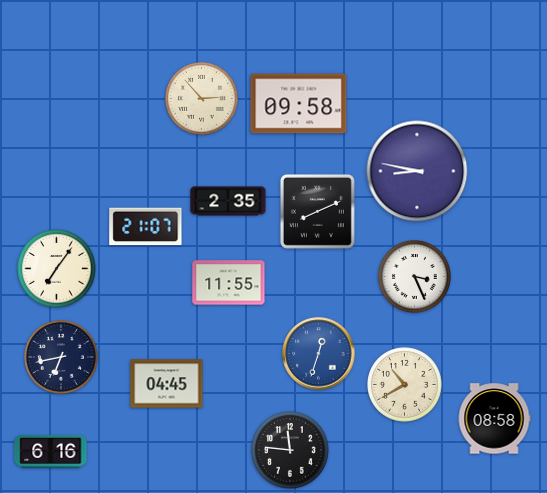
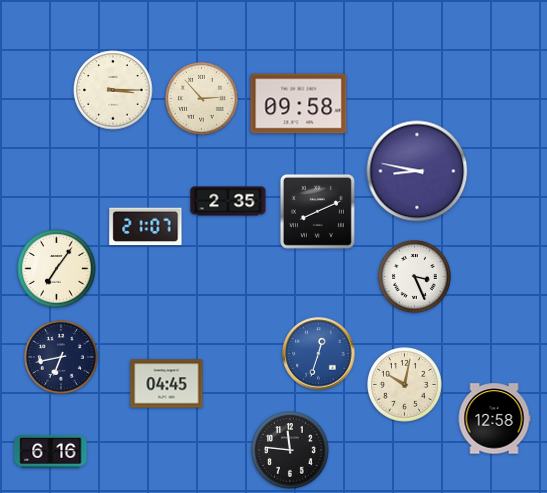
clock at (113, 90): none -> 3:15
clock at (229, 283): 11:55 -> none
clock at (405, 385): 10:40 -> 10:02
clock at (494, 419): 08:58 -> 12:58
